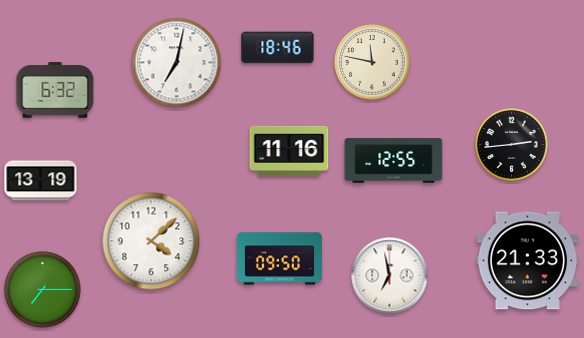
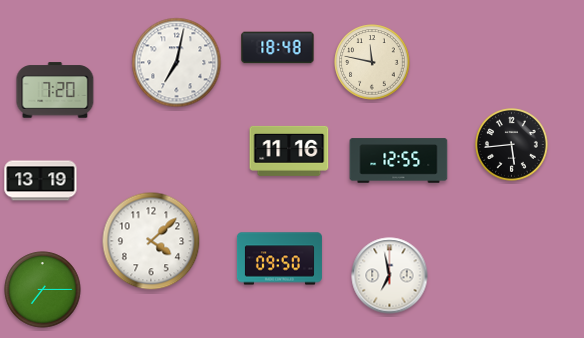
clock at (278, 48): 18:46 -> 18:48
clock at (55, 90): 6:32 -> 7:20
clock at (512, 145): 2:44 -> 5:44
clock at (394, 161) position: (394, 161) -> (399, 161)
clock at (528, 261): 21:33 -> none
